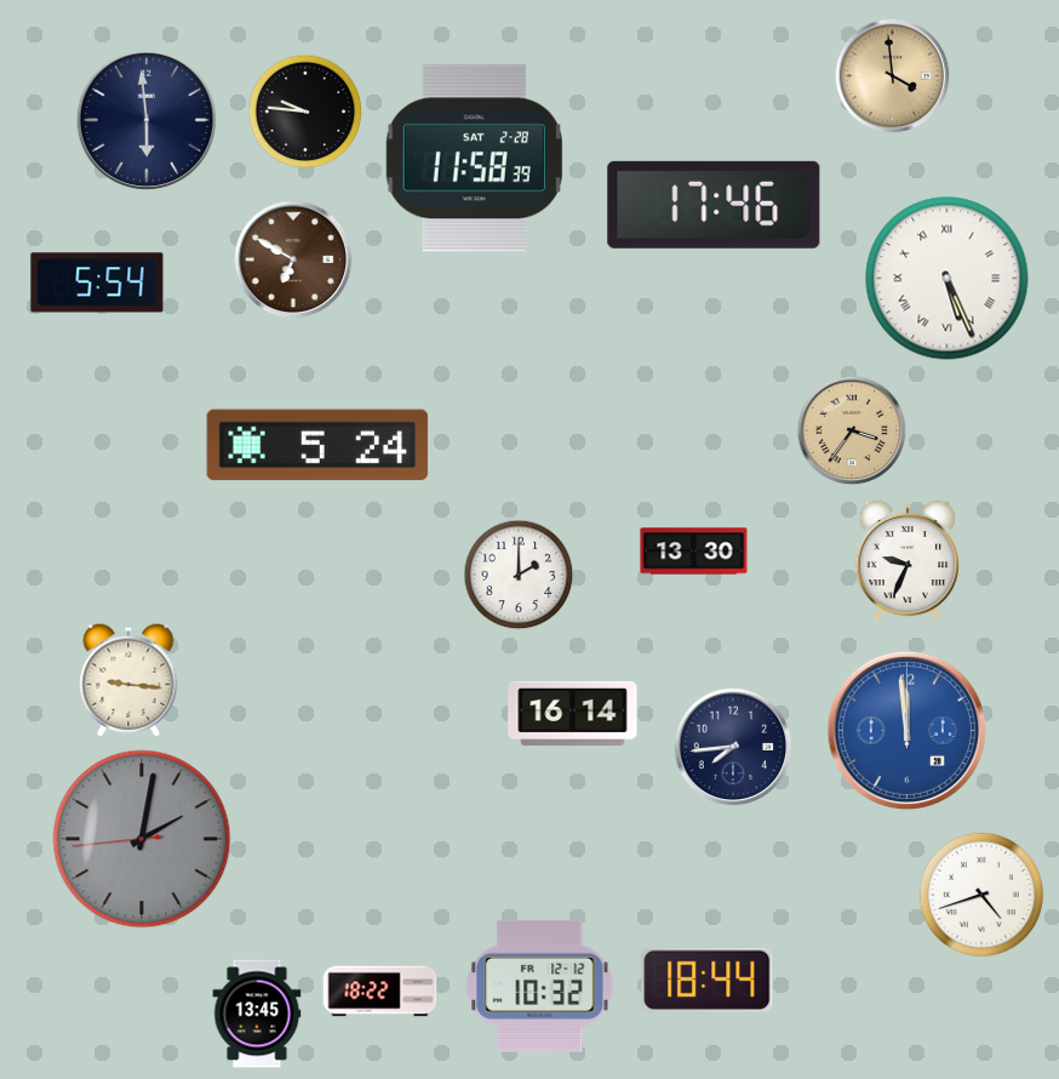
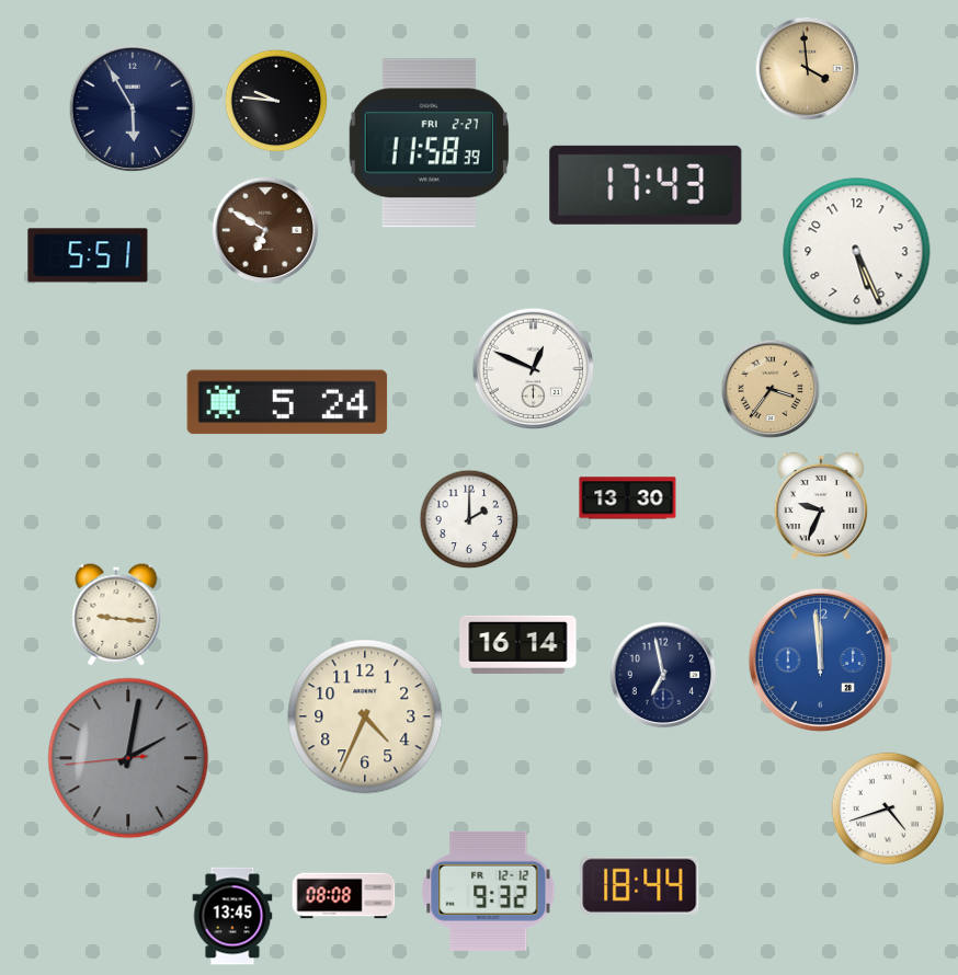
clock at (147, 120): 5:59 -> 5:55
clock at (474, 159) date: SAT 2-28 -> FRI 2-27
clock at (714, 205): 17:46 -> 17:43
clock at (293, 259) position: (293, 259) -> (265, 230)
clock at (948, 279) numerals: Roman -> Arabic
clock at (97, 282): 5:54 -> 5:51
clock at (534, 369): none -> 12:49
clock at (733, 747): 7:44 -> 6:58
clock at (365, 716): none -> 4:34
clock at (540, 986): 10:32 -> 9:32
clock at (380, 992): 18:22 -> 08:08
